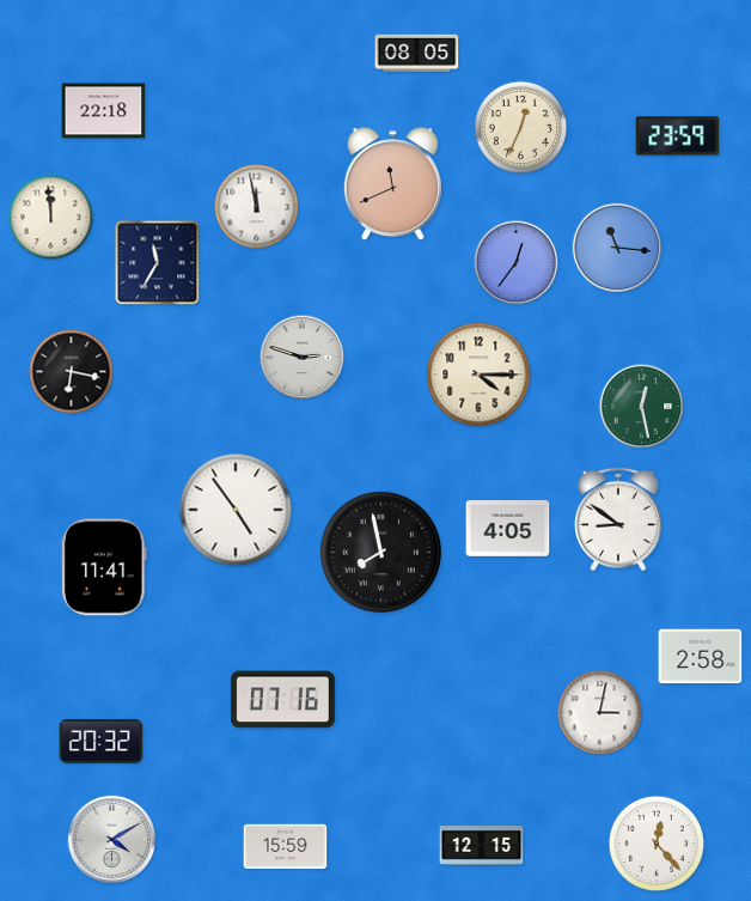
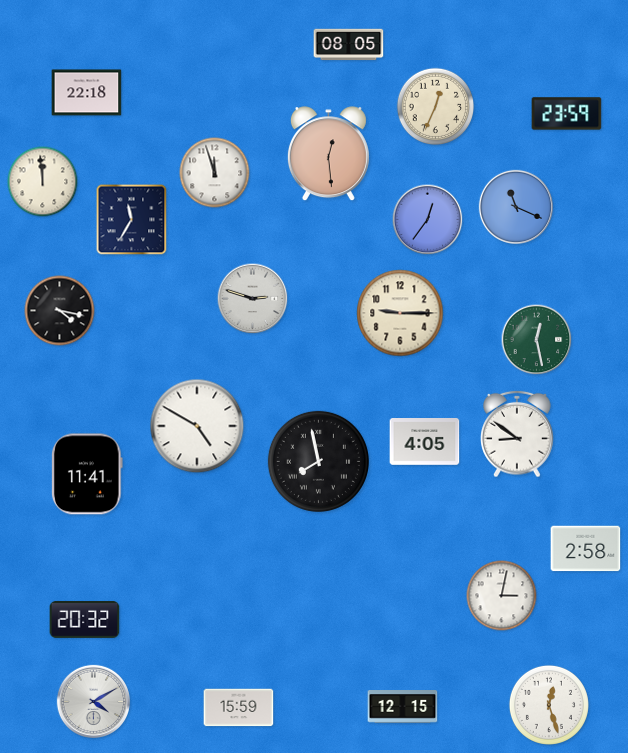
clock at (392, 184): 11:41 -> 12:29
clock at (257, 207): 11:58 -> 11:57
clock at (616, 246): 11:16 -> 11:19
clock at (517, 263) position: (517, 263) -> (428, 220)
clock at (72, 372): 6:17 -> 4:17
clock at (478, 375): 4:15 -> 9:15
clock at (236, 510): 4:54 -> 4:50
clock at (282, 700): 07:16 -> none
clock at (657, 844): 12:23 -> 12:27
